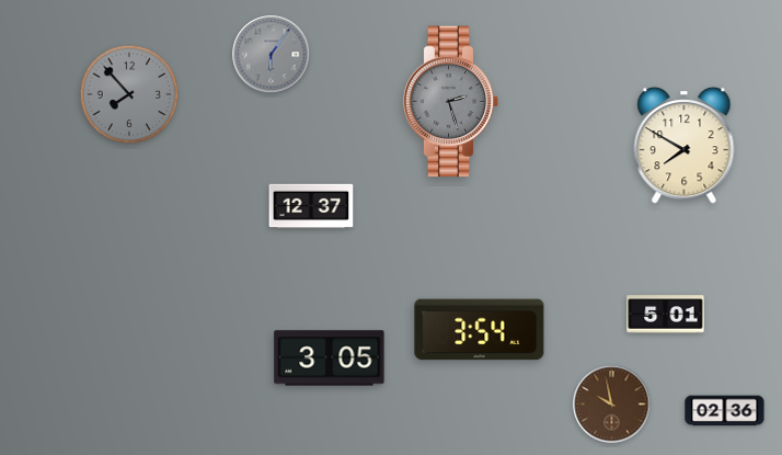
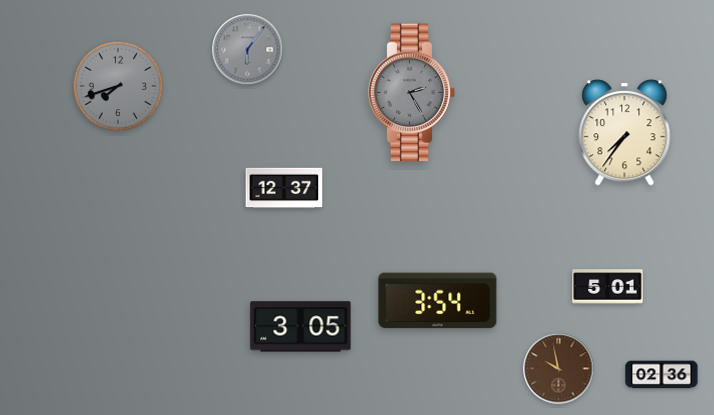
clock at (129, 94): 7:53 -> 7:42
clock at (451, 102): 2:27 -> 2:25
clock at (685, 146): 7:50 -> 7:36
